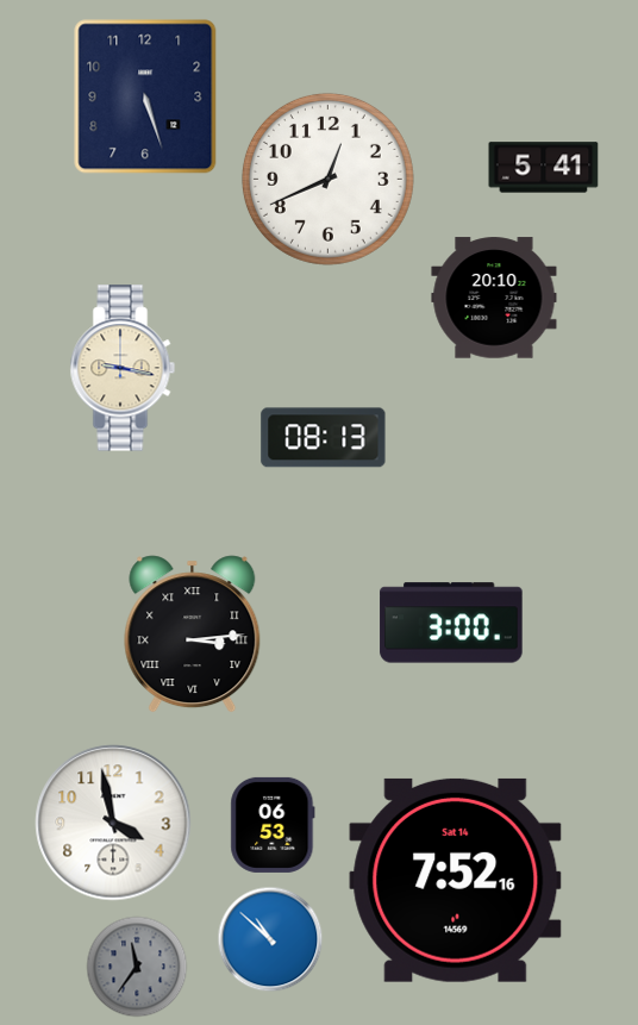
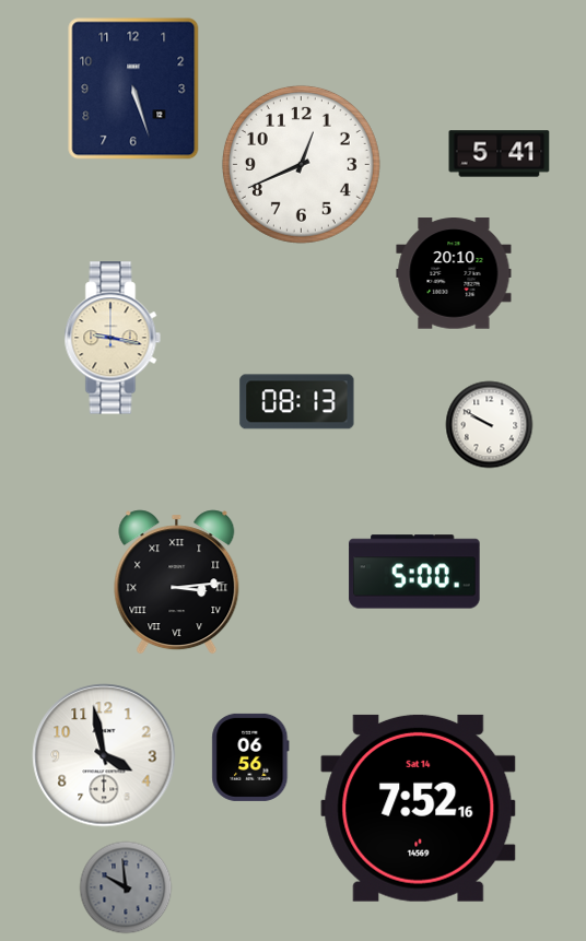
clock at (490, 425): none -> 9:50
clock at (451, 623): 3:00 -> 5:00
clock at (273, 825): 06:53 -> 06:56
clock at (270, 939): 10:52 -> none
clock at (137, 967): 11:36 -> 9:59
